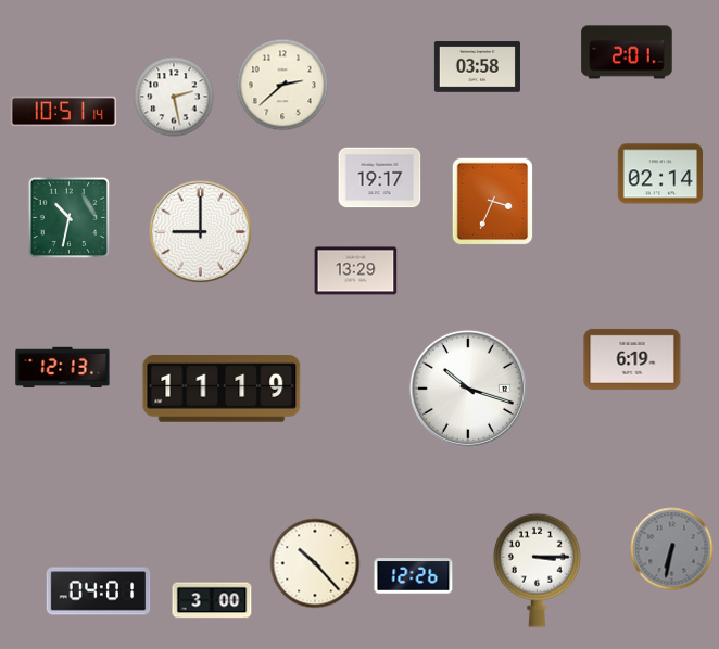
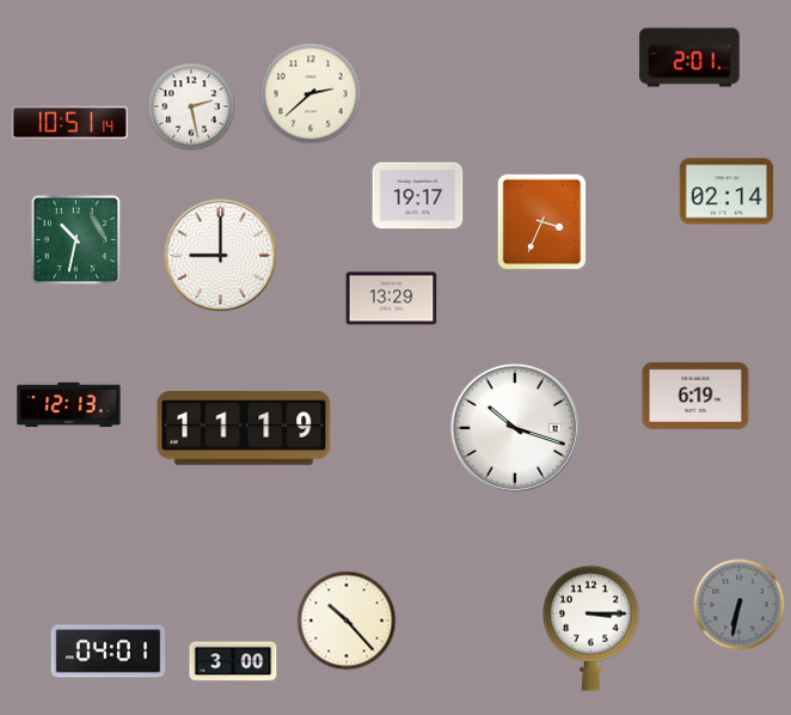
clock at (477, 67): 03:58 -> none
clock at (414, 576): 12:26 -> none
